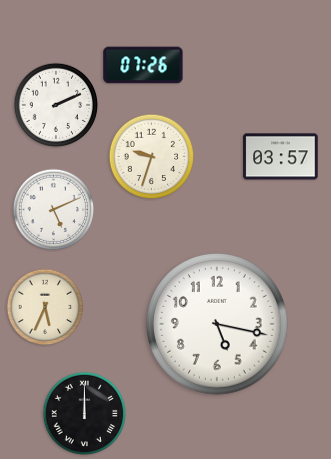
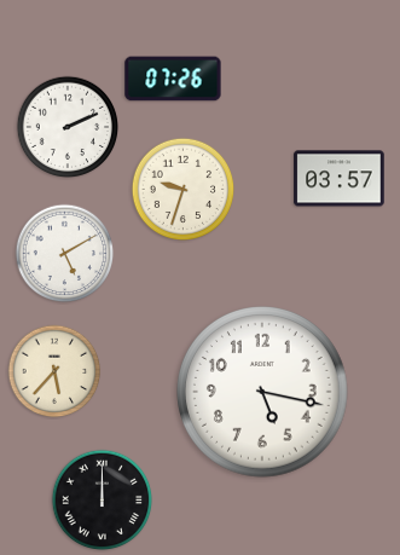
clock at (281, 157) position: (281, 157) -> (340, 179)
clock at (54, 210): 5:11 -> 5:10
clock at (45, 307): 5:34 -> 5:37
